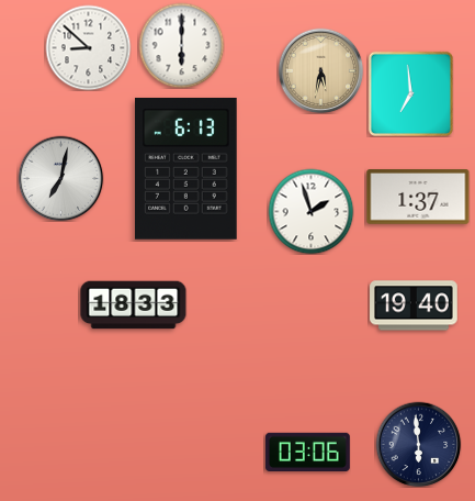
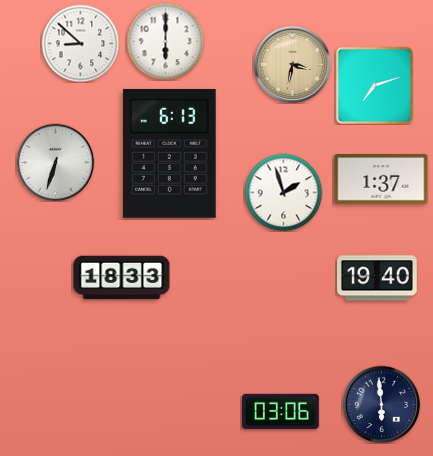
clock at (320, 70): 5:32 -> 3:32
clock at (410, 93): 6:59 -> 7:12
clock at (60, 178): 7:02 -> 6:33
